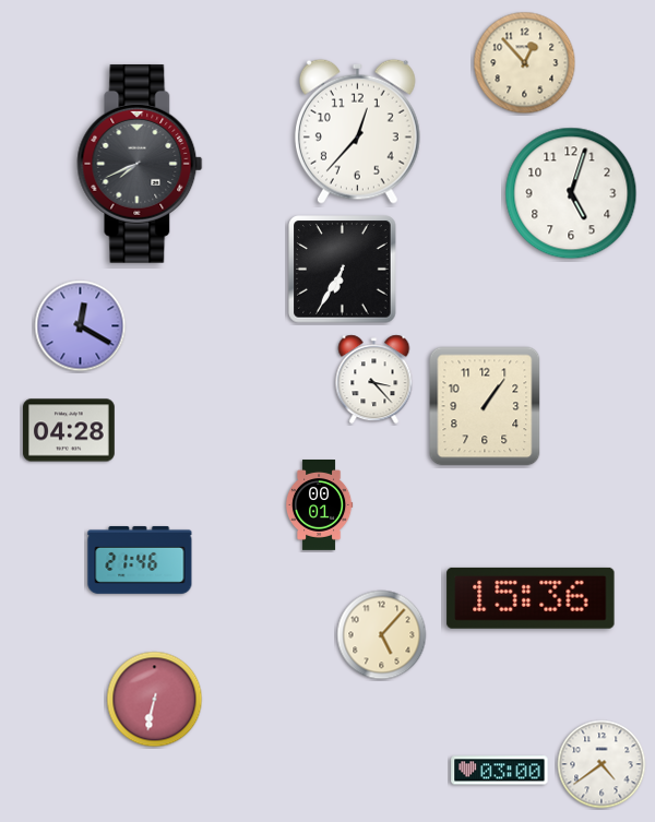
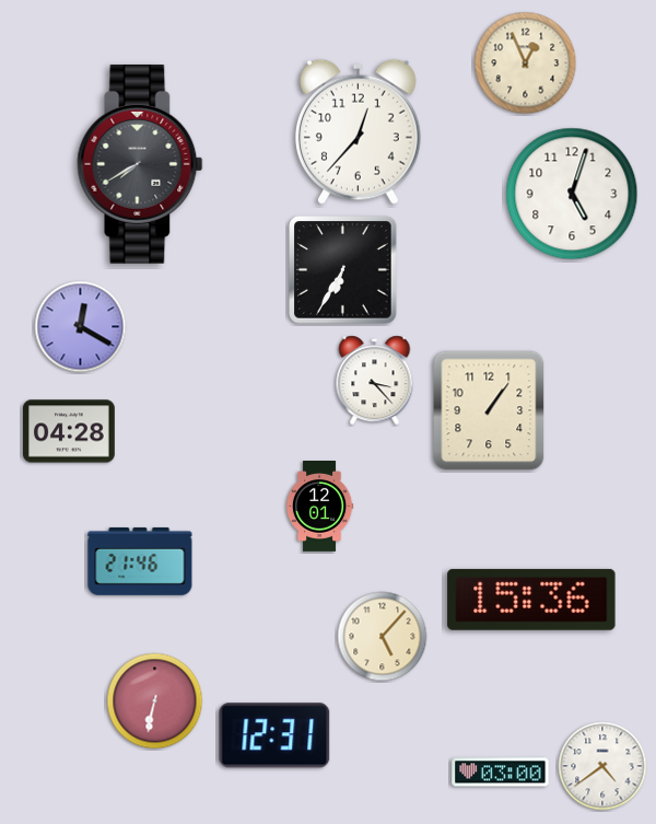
clock at (525, 63): 12:53 -> 12:56
clock at (140, 164): 7:41 -> 7:40
clock at (485, 406) position: (485, 406) -> (489, 410)
clock at (319, 505): 00:01 -> 12:01
clock at (274, 735): none -> 12:31
